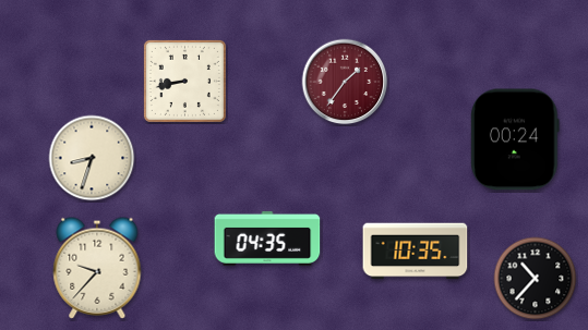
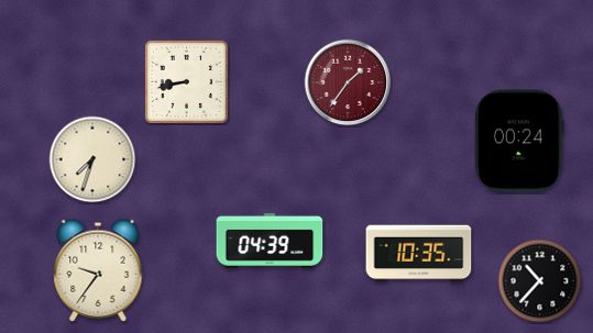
clock at (92, 158): 8:33 -> 7:33
clock at (267, 239): 04:35 -> 04:39
clock at (97, 268): 9:37 -> 9:36
